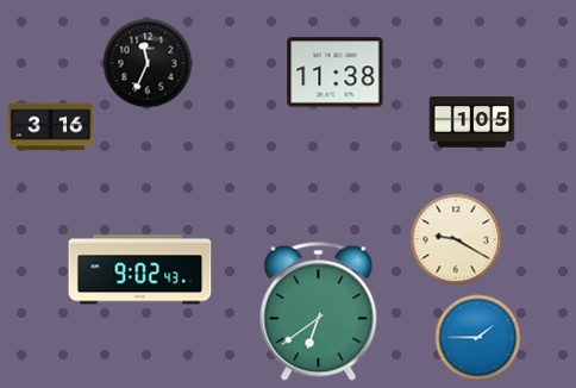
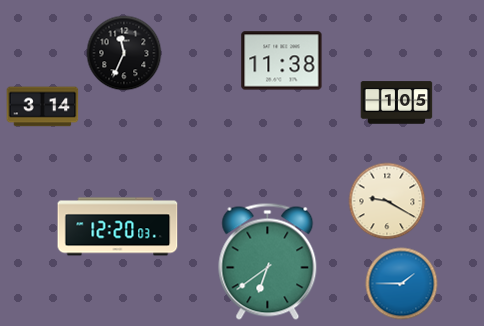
clock at (51, 127): 3:16 -> 3:14
clock at (456, 239) position: (456, 239) -> (387, 201)
clock at (140, 270): 9:02 -> 12:20
